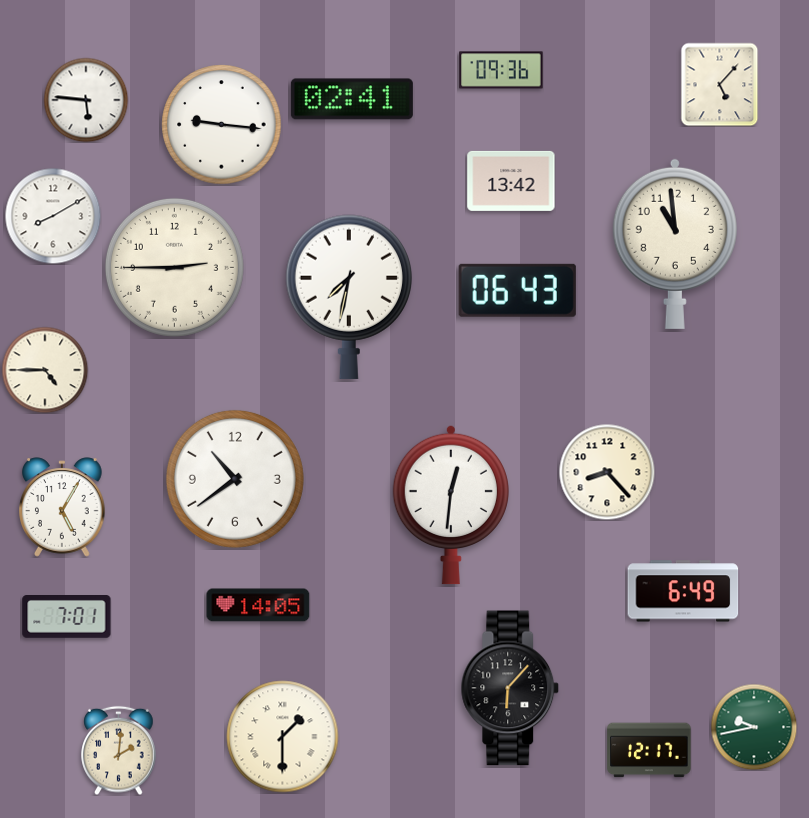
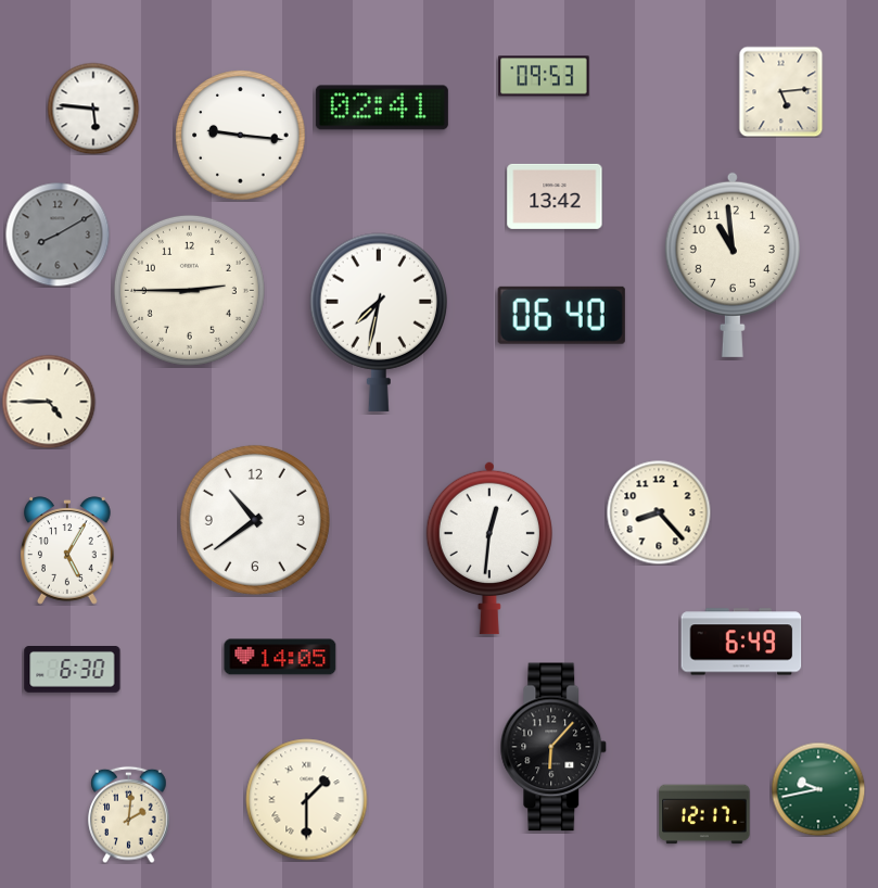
clock at (501, 70): 09:36 -> 09:53
clock at (720, 84): 5:07 -> 5:14
clock at (53, 216) dial: white -> grey
clock at (517, 290): 06:43 -> 06:40
clock at (67, 617): 7:01 -> 6:30
